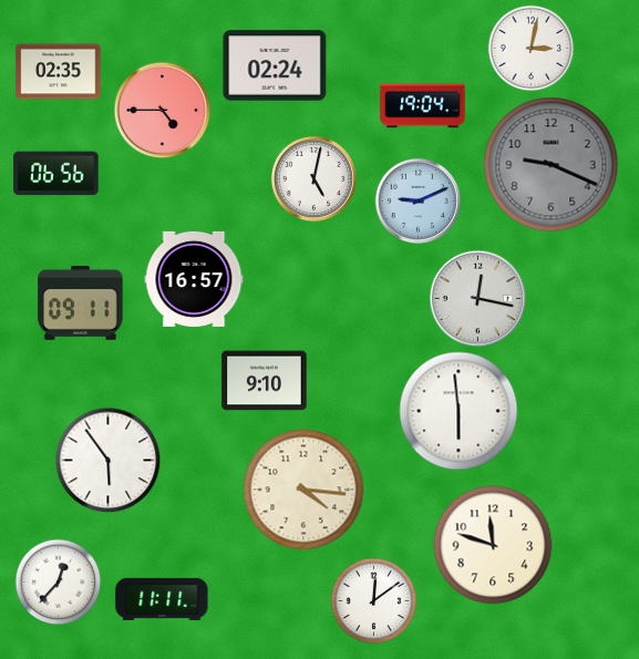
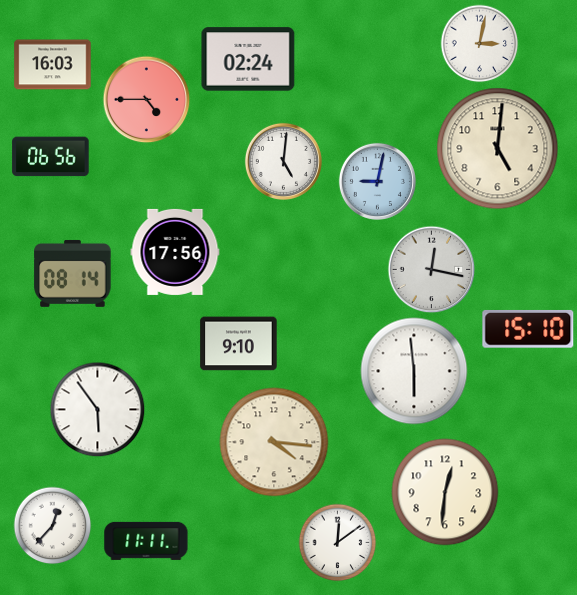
clock at (59, 72): 02:35 -> 16:03
clock at (423, 106): 19:04 -> none
clock at (552, 165): 9:19 -> 5:01
clock at (552, 165) dial: grey -> cream
clock at (313, 178): 5:02 -> 5:01
clock at (418, 200): 9:11 -> 9:02
clock at (194, 279): 16:57 -> 17:56
clock at (81, 302): 09:11 -> 08:14
clock at (528, 329): none -> 15:10
clock at (107, 460) position: (107, 460) -> (97, 409)
clock at (493, 545): 11:48 -> 12:31
